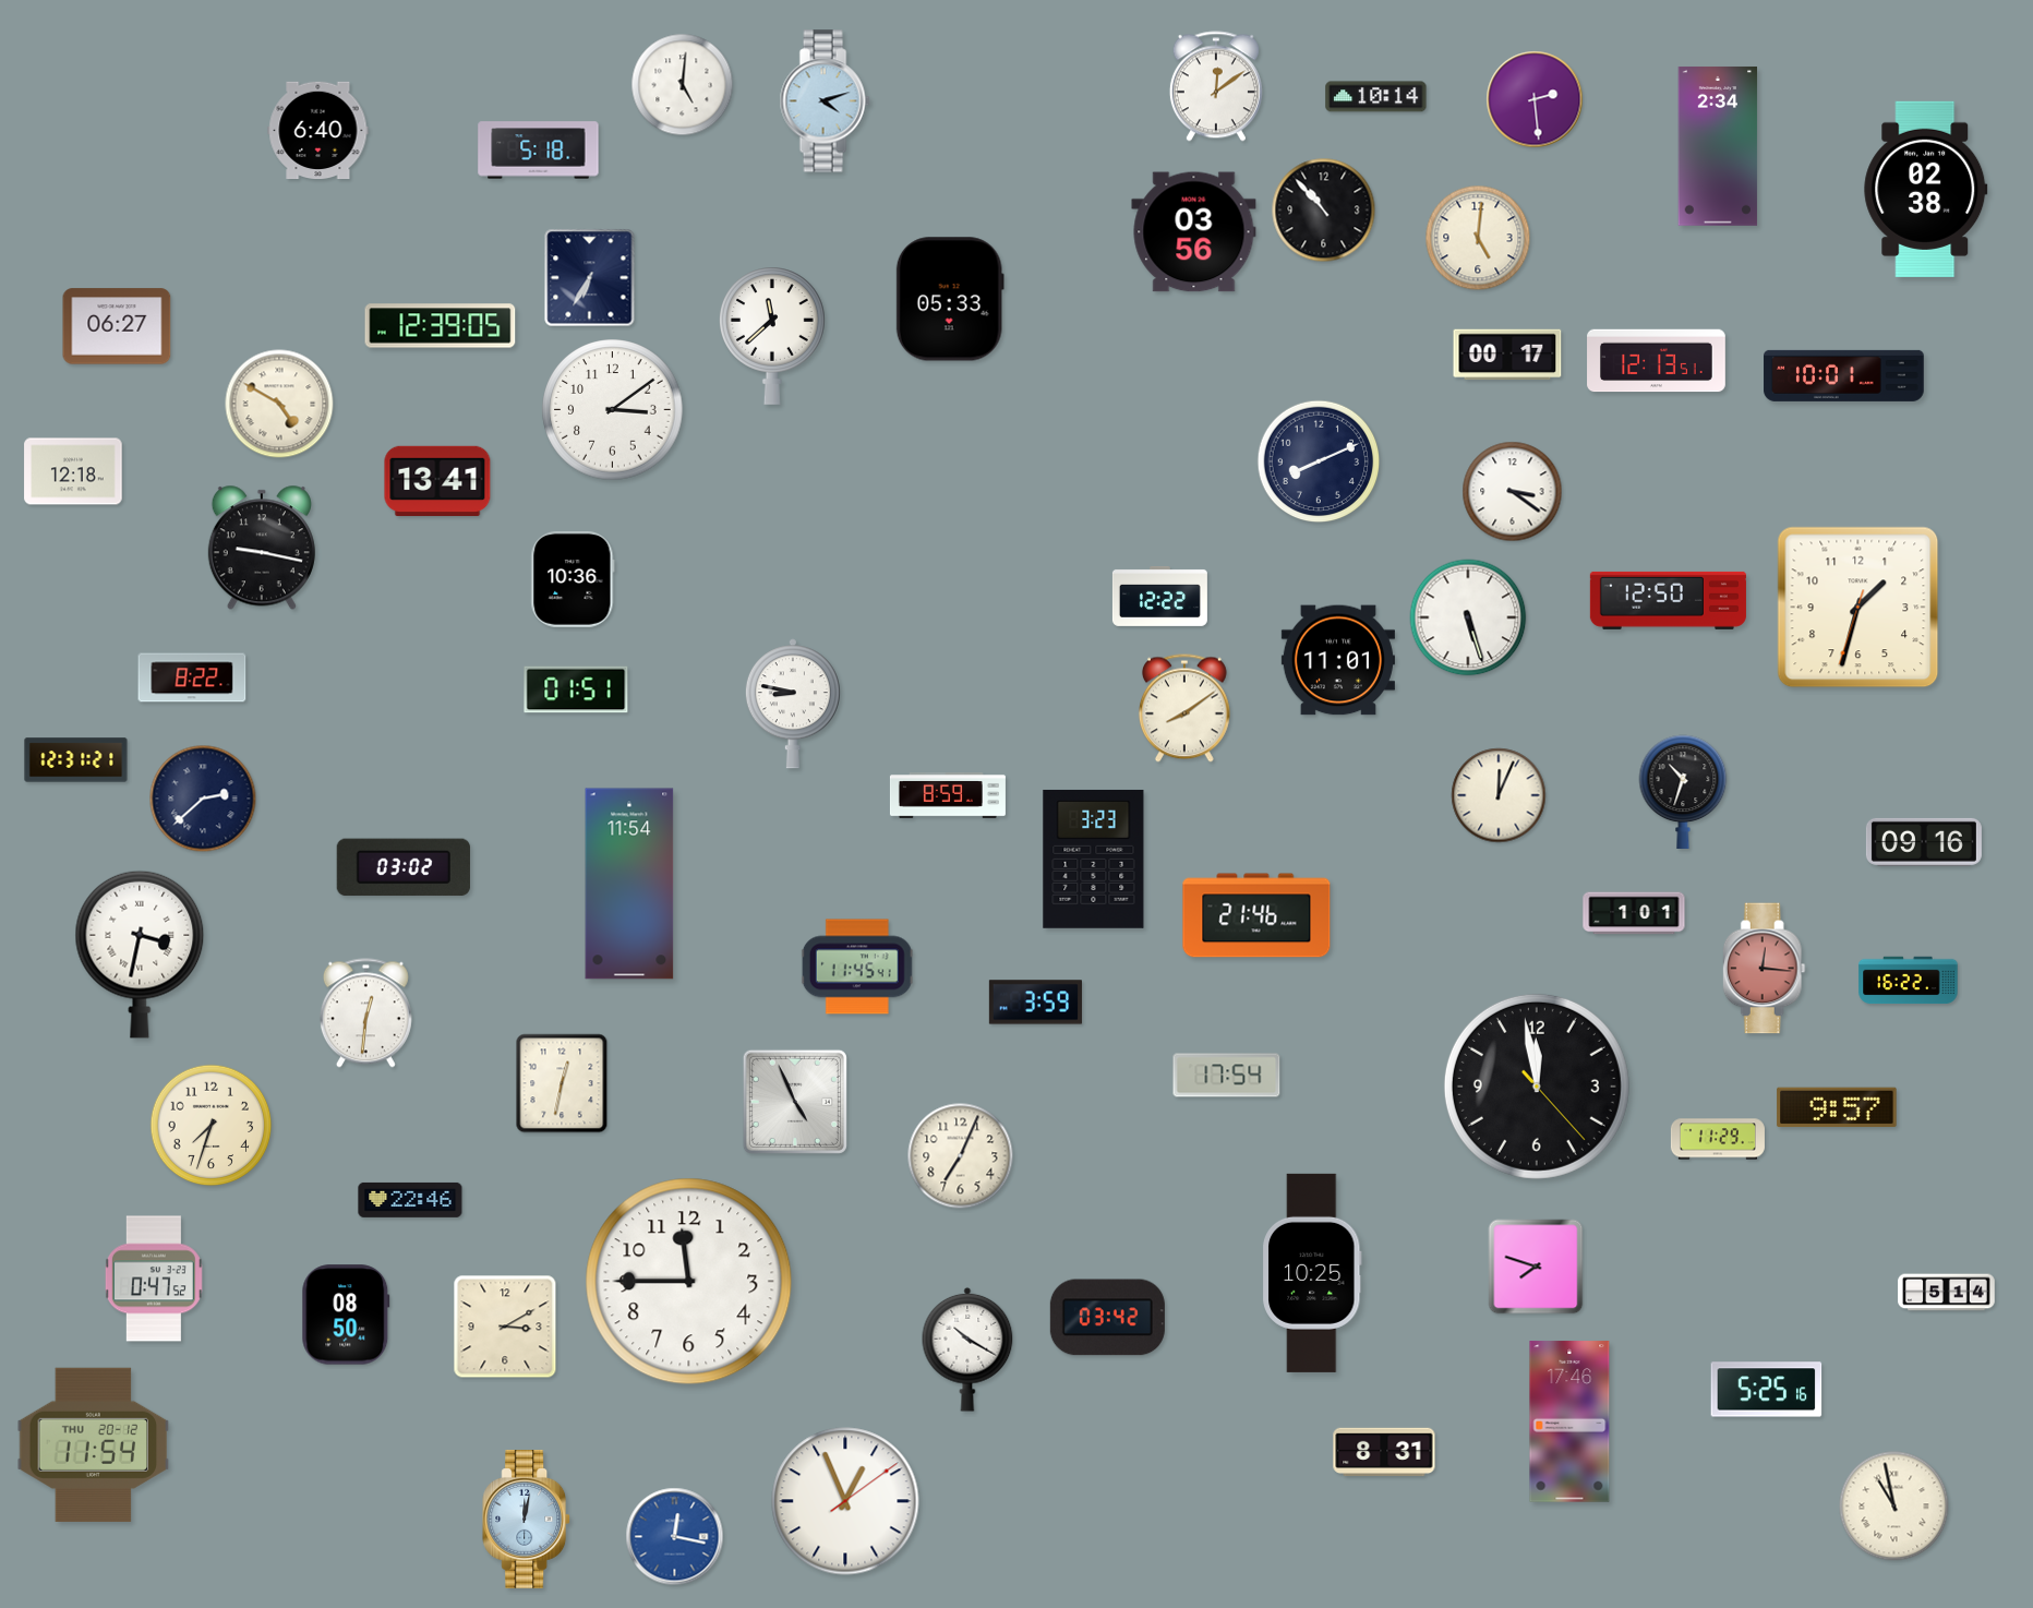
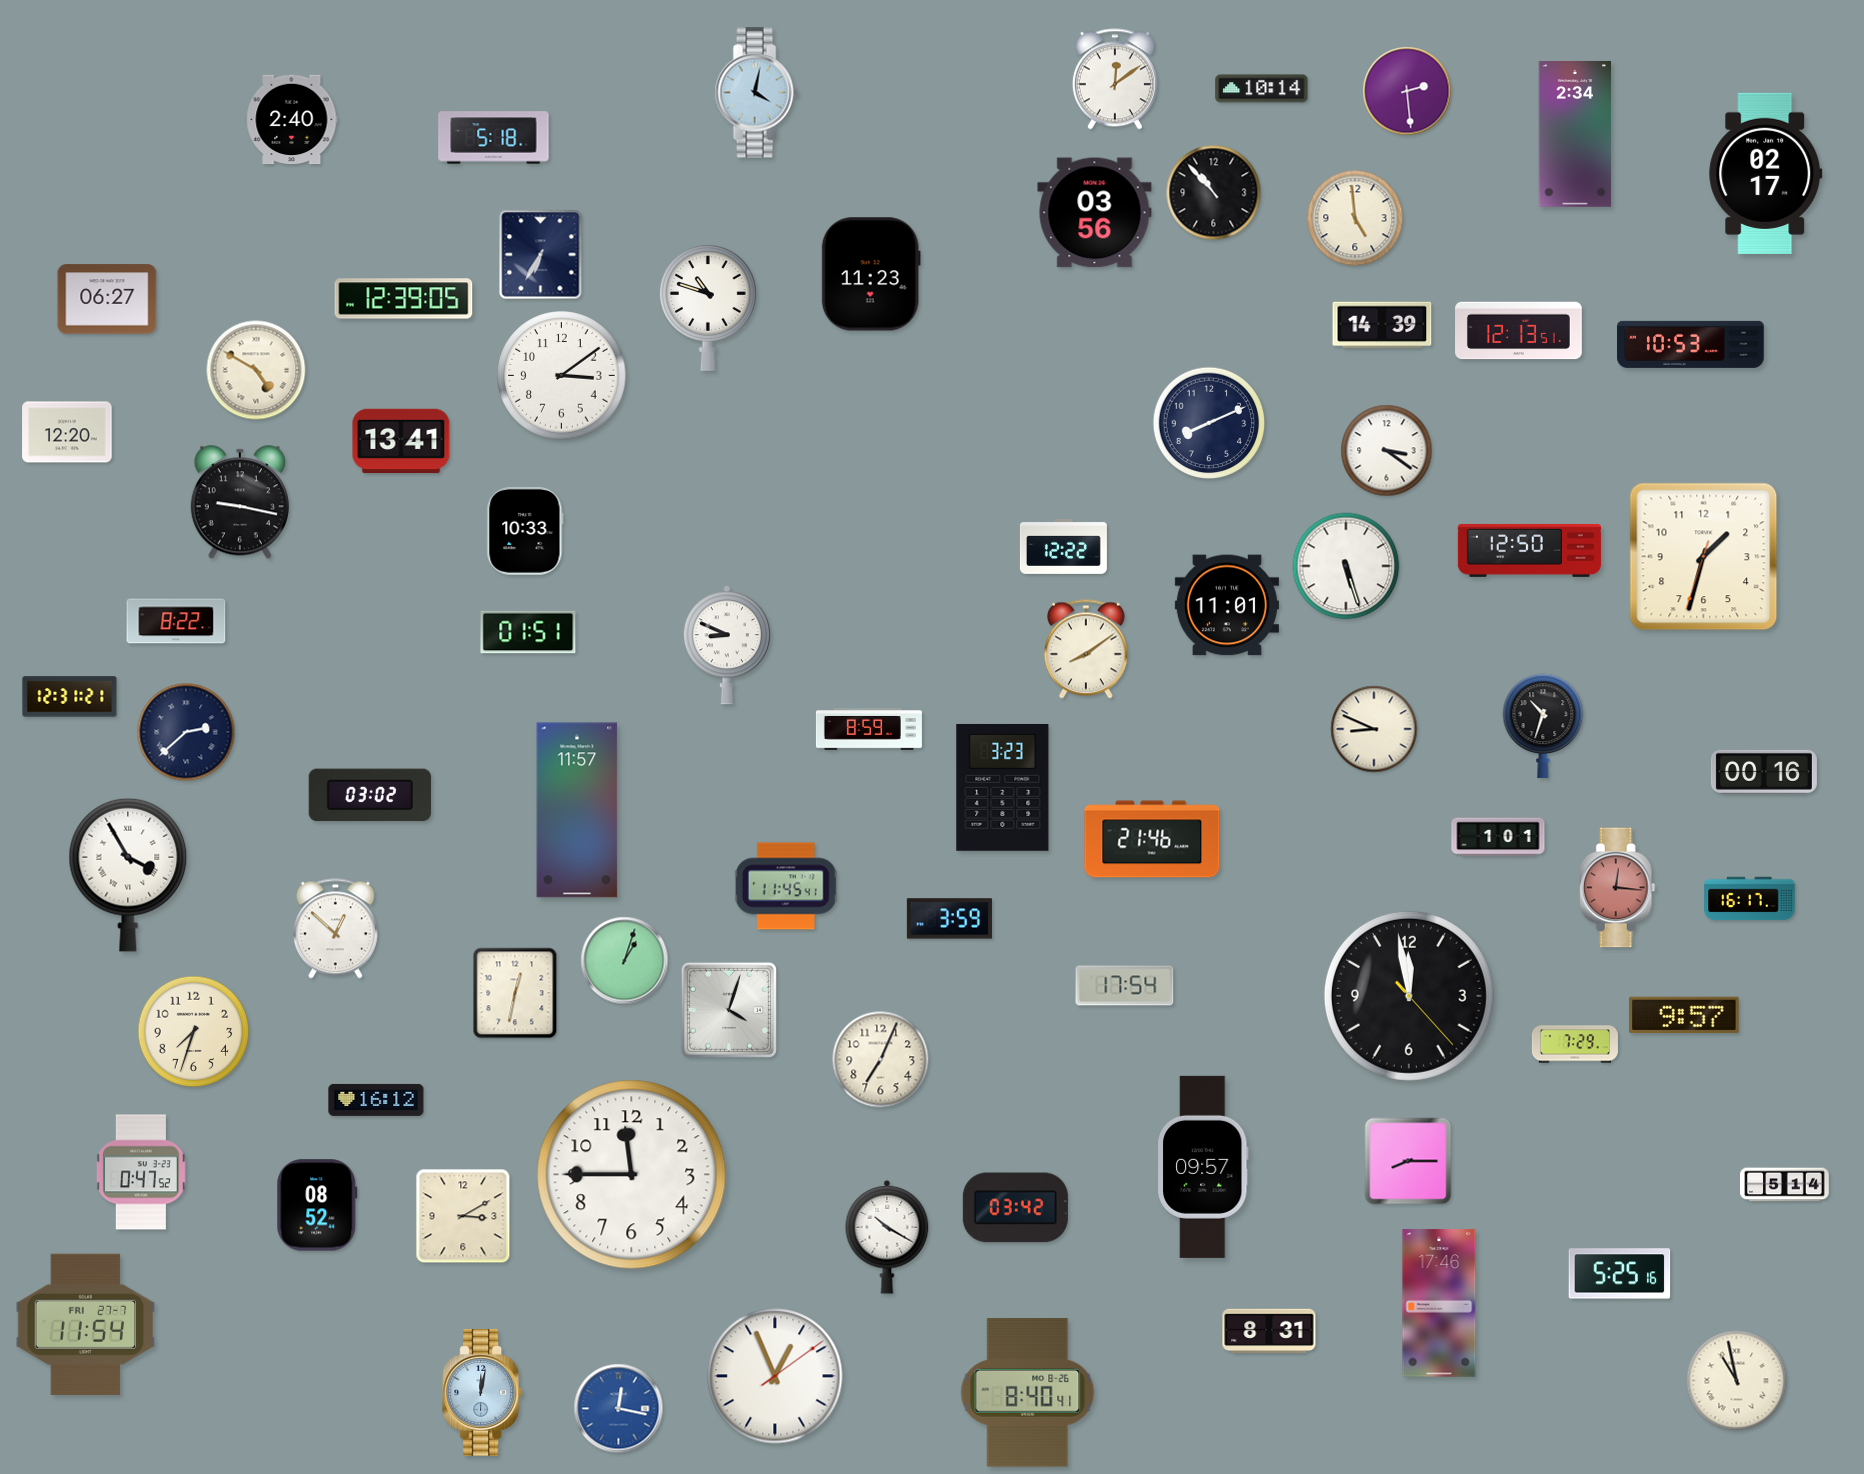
clock at (683, 85): 5:01 -> none
clock at (825, 101): 4:12 -> 4:02
clock at (318, 131): 6:40 -> 2:40
clock at (1926, 189): 02:38 -> 02:17
clock at (1478, 238): 5:01 -> 4:59
clock at (950, 299): 05:33 -> 11:23
clock at (772, 336): 11:38 -> 10:48
clock at (1507, 355): 00:17 -> 14:39
clock at (1844, 375): 10:01 -> 10:53
clock at (73, 471): 12:18 -> 12:20
clock at (573, 579): 10:36 -> 10:33
clock at (793, 704): 8:47 -> 8:49
clock at (1499, 795): 12:04 -> 8:49
clock at (1924, 842): 09:16 -> 00:16
clock at (629, 884): 11:54 -> 11:57
clock at (140, 955): 3:32 -> 3:55
clock at (1909, 981): 16:22 -> 16:17
clock at (365, 1013): 12:31 -> 12:52
clock at (625, 961): none -> 1:03
clock at (795, 1102): 4:56 -> 4:03
clock at (1718, 1139): 11:29 -> 7:29
clock at (410, 1200): 22:46 -> 16:12
clock at (1536, 1267): 7:48 -> 8:15
clock at (1313, 1273): 10:25 -> 09:57
clock at (346, 1315): 08:50 -> 08:52
clock at (94, 1444) date: THU 20-12 -> FRI 27-7
clock at (1028, 1393): none -> 8:40
